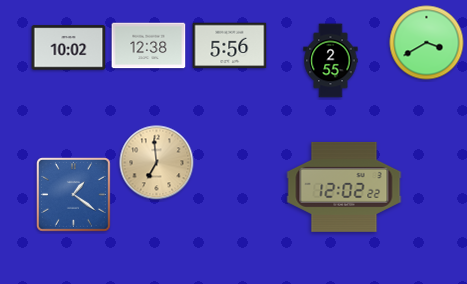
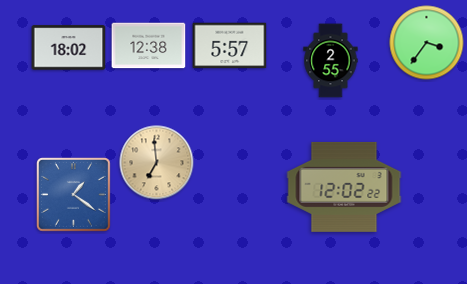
clock at (427, 43): 3:40 -> 3:36
clock at (230, 46): 5:56 -> 5:57
clock at (69, 48): 10:02 -> 18:02
